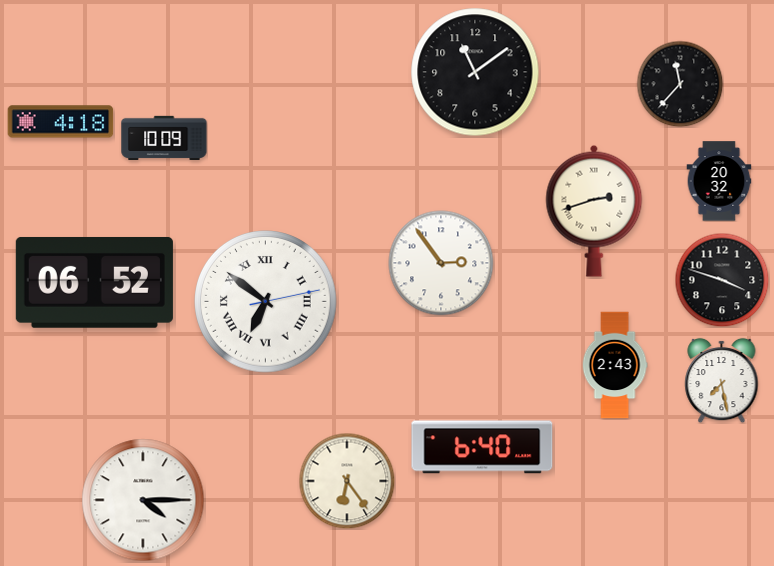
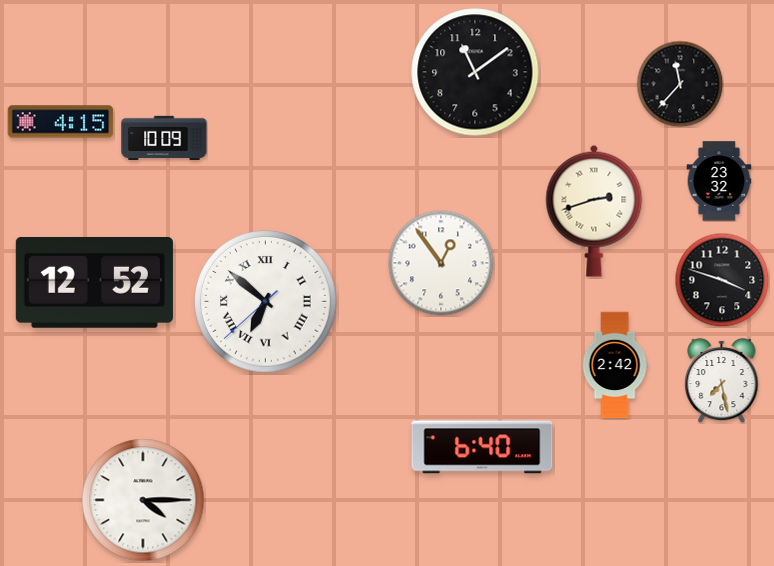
clock at (61, 122): 4:18 -> 4:15
clock at (719, 181): 20:32 -> 23:32
clock at (441, 263): 2:54 -> 12:54
clock at (94, 282): 06:52 -> 12:52
clock at (266, 302): 6:51:13 -> 6:51:38
clock at (615, 365): 2:43 -> 2:42
clock at (347, 481): 6:24 -> none
